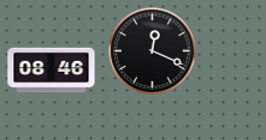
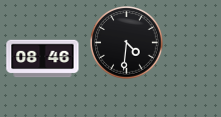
clock at (153, 51): 12:19 -> 4:31
